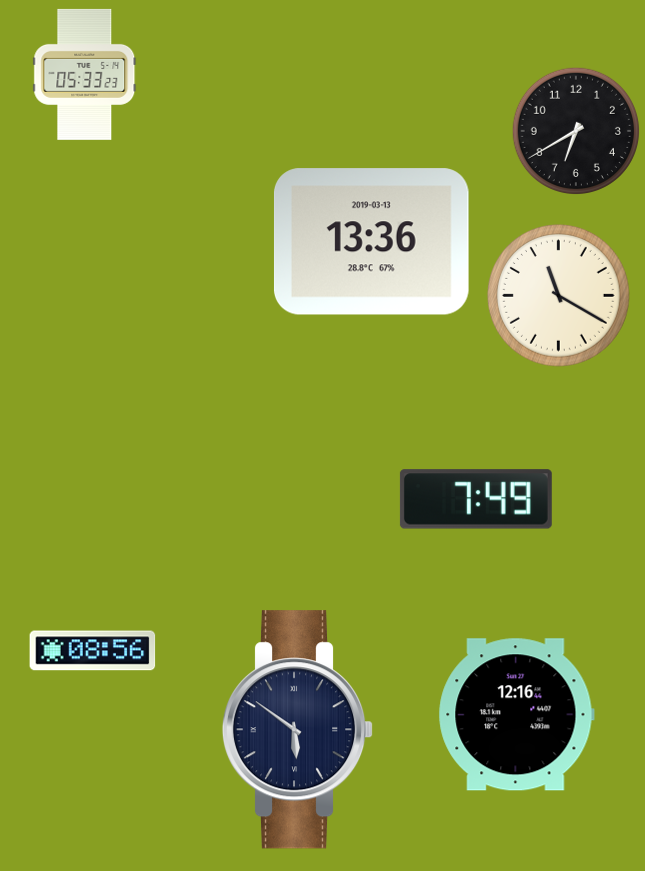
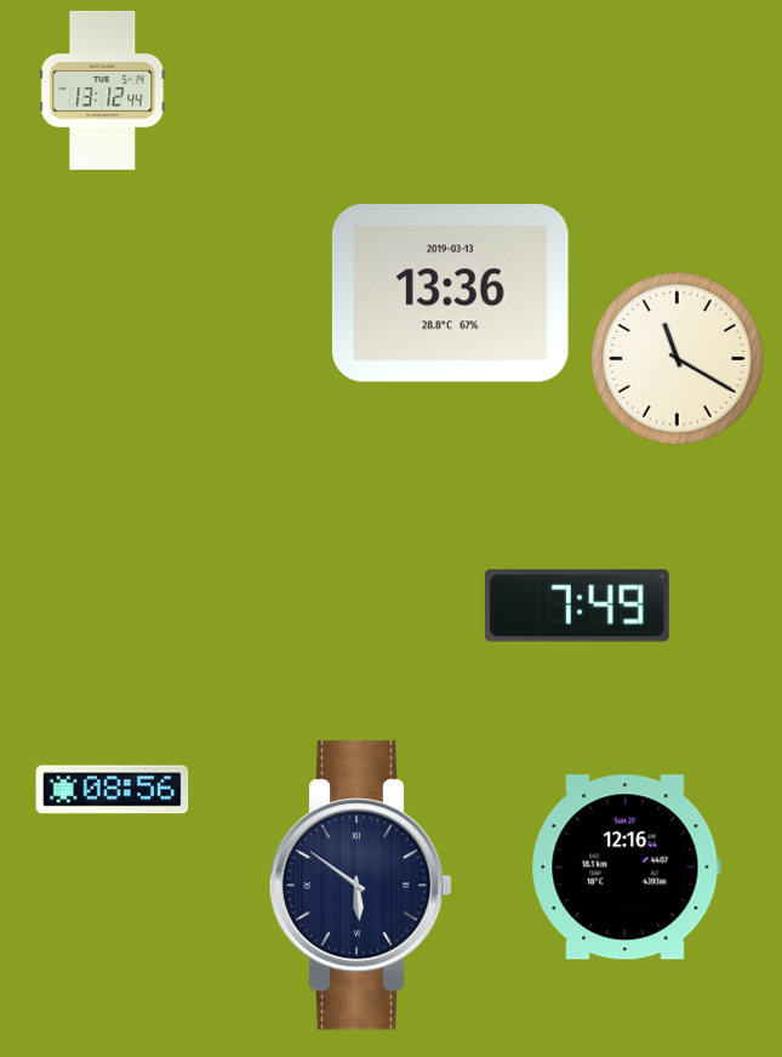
clock at (85, 74): 05:33 -> 13:12
clock at (575, 130): 6:40 -> none
